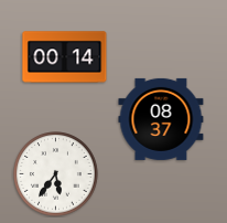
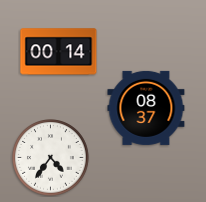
clock at (56, 174): 5:36 -> 4:36
